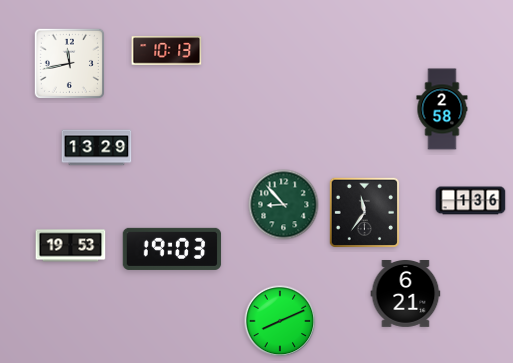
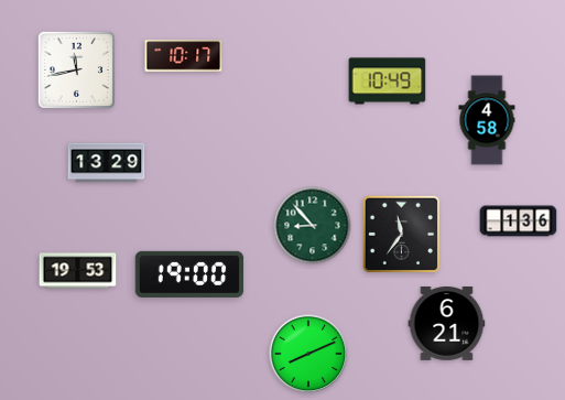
clock at (167, 51): 10:13 -> 10:17
clock at (388, 82): none -> 10:49
clock at (442, 109): 2:58 -> 4:58
clock at (172, 249): 19:03 -> 19:00
